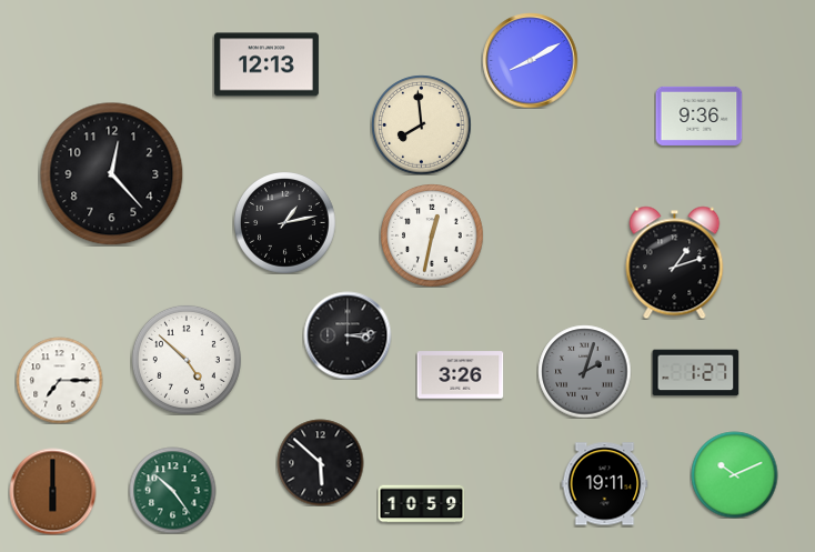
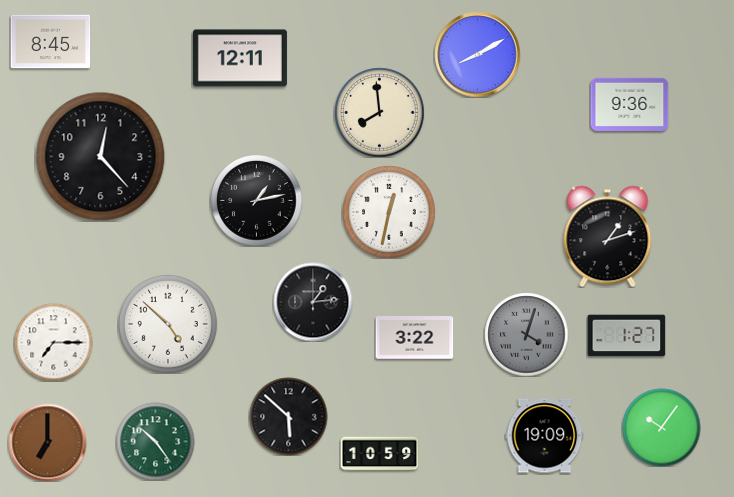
clock at (50, 42): none -> 8:45
clock at (266, 64): 12:13 -> 12:11
clock at (348, 335): 3:14 -> 1:14
clock at (584, 371): 2:03 -> 4:03
clock at (460, 375): 3:26 -> 3:22
clock at (734, 474): 10:11 -> 10:06
clock at (604, 484): 19:11 -> 19:09
clock at (52, 491): 6:00 -> 7:00
